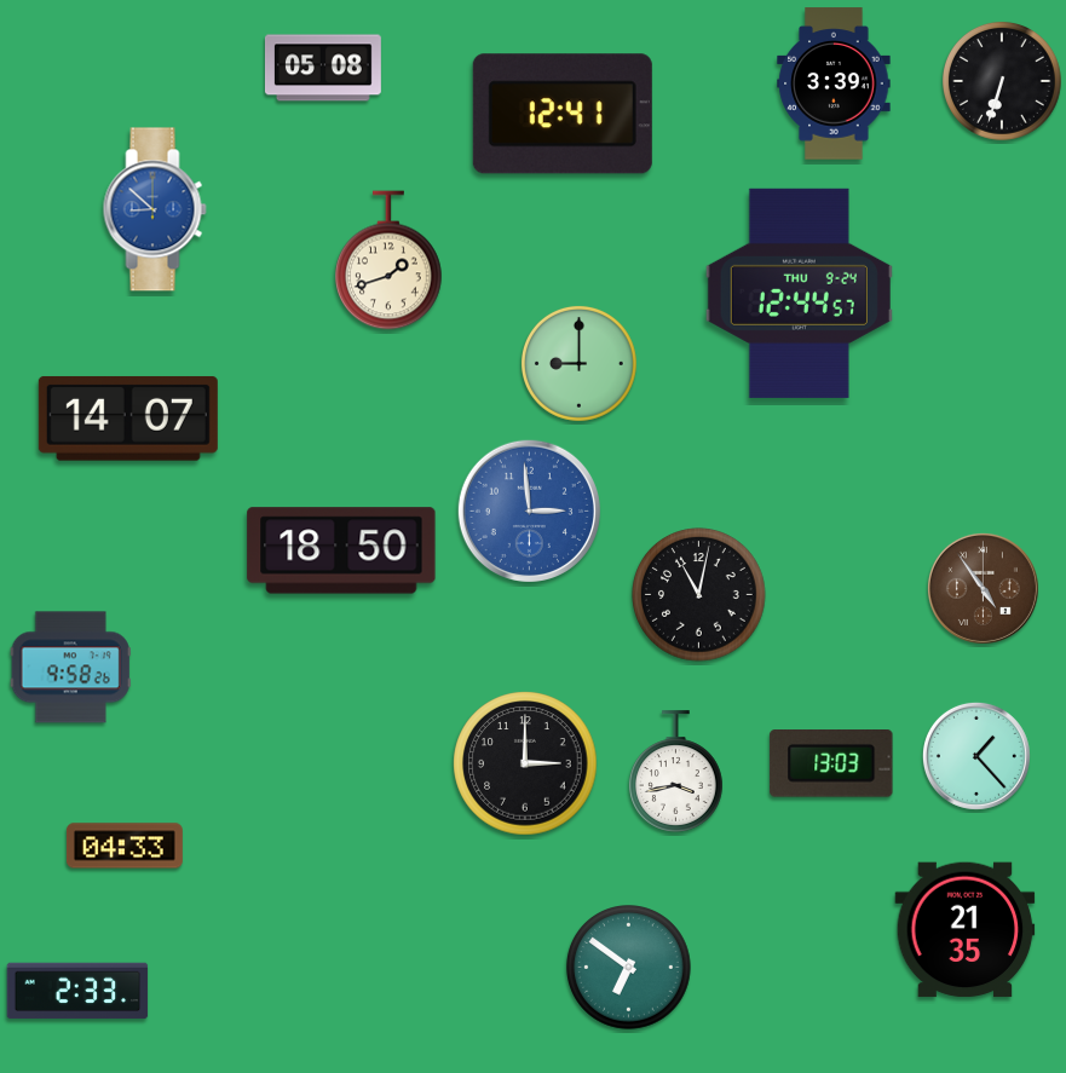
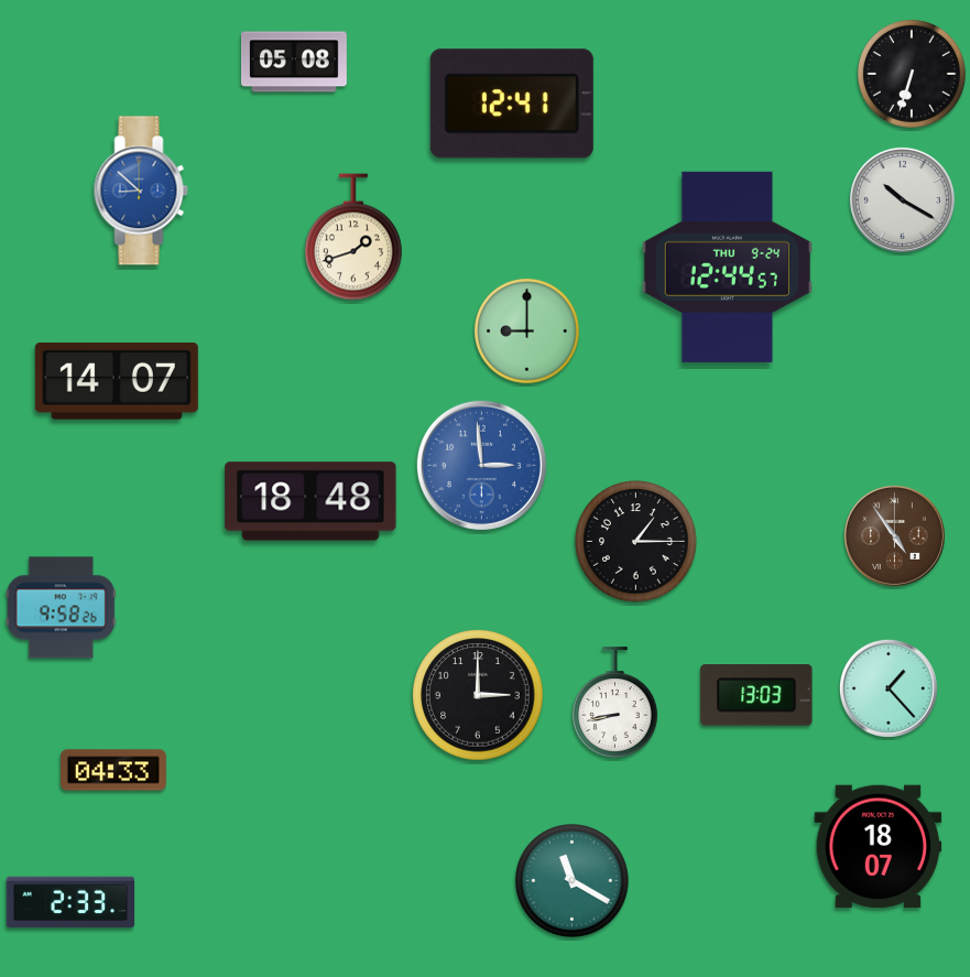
clock at (834, 83): 3:39 -> none
clock at (902, 199): none -> 10:20
clock at (341, 550): 18:50 -> 18:48
clock at (699, 595): 11:02 -> 1:15
clock at (70, 668) position: (70, 668) -> (61, 608)
clock at (675, 772): 3:43 -> 8:43
clock at (966, 930): 21:35 -> 18:07
clock at (629, 968): 6:51 -> 11:20
